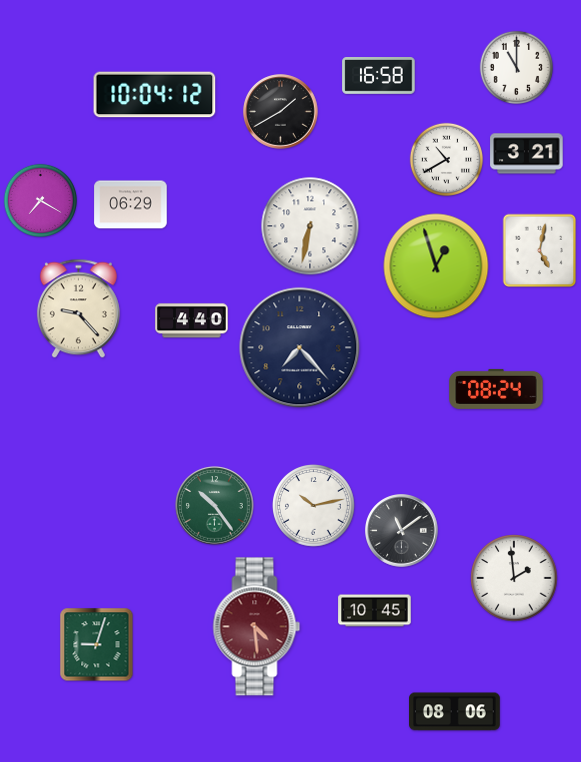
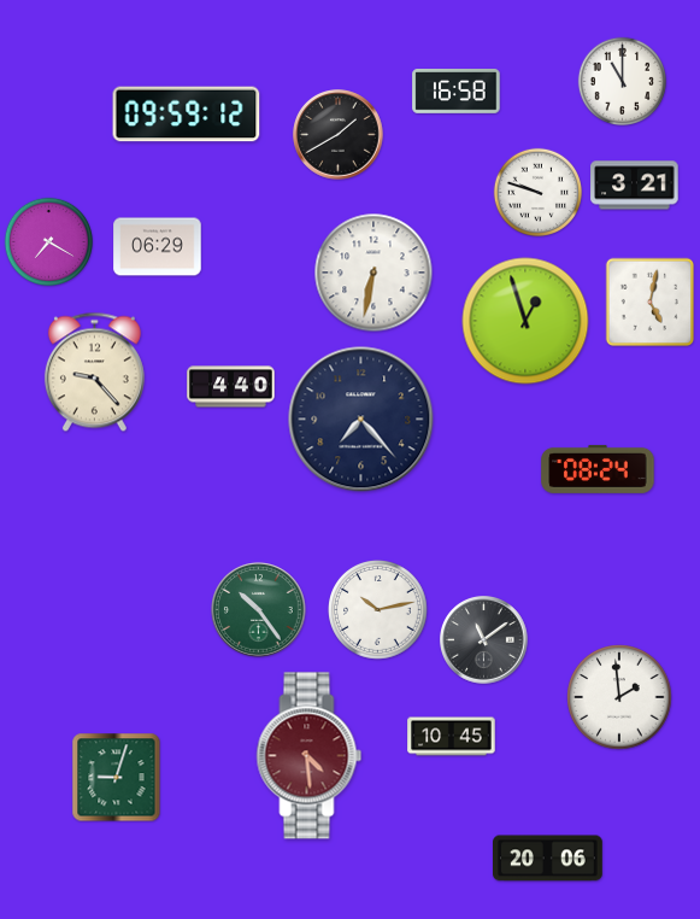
clock at (155, 95): 10:04 -> 09:59
clock at (446, 159): 10:40 -> 9:48
clock at (455, 712): 08:06 -> 20:06
